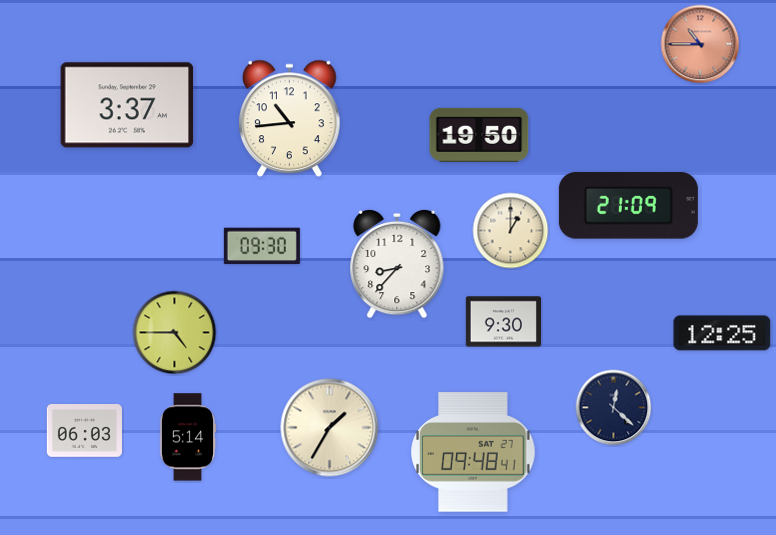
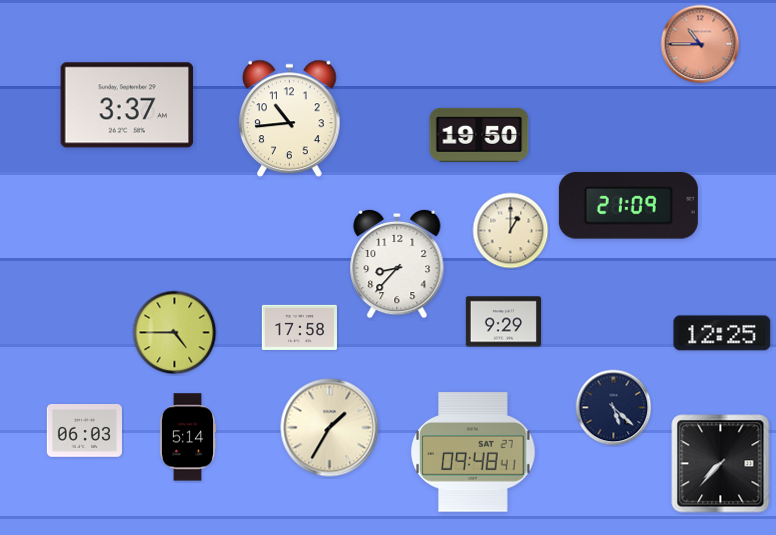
clock at (262, 246): 09:30 -> none
clock at (503, 322): 9:30 -> 9:29
clock at (299, 327): none -> 17:58
clock at (614, 408): 12:22 -> 5:22
clock at (721, 464): none -> 7:37
